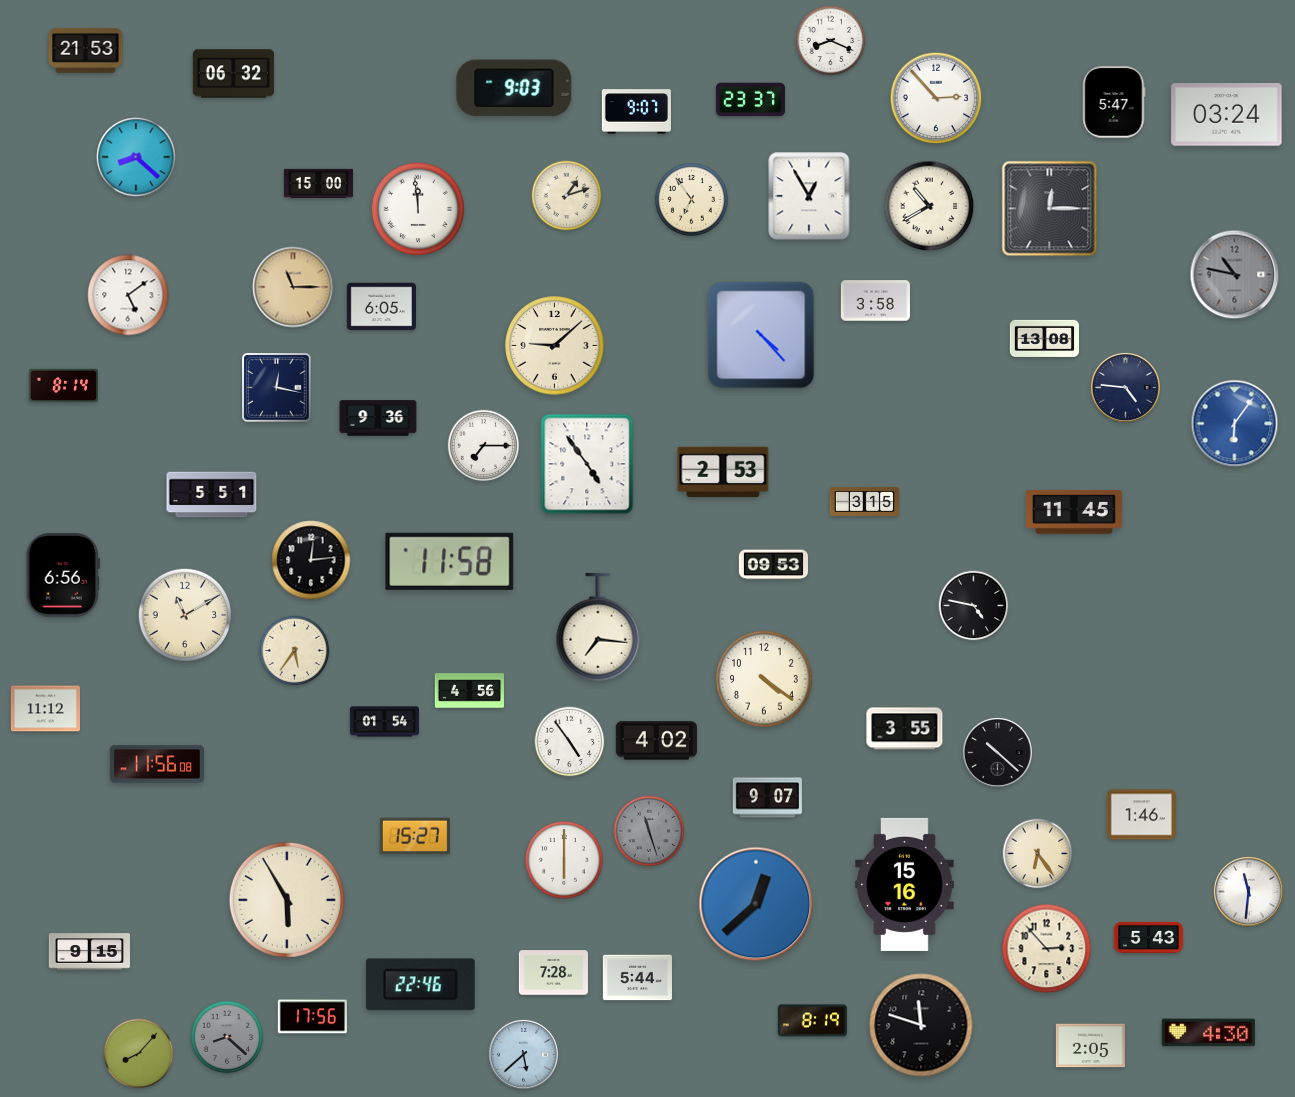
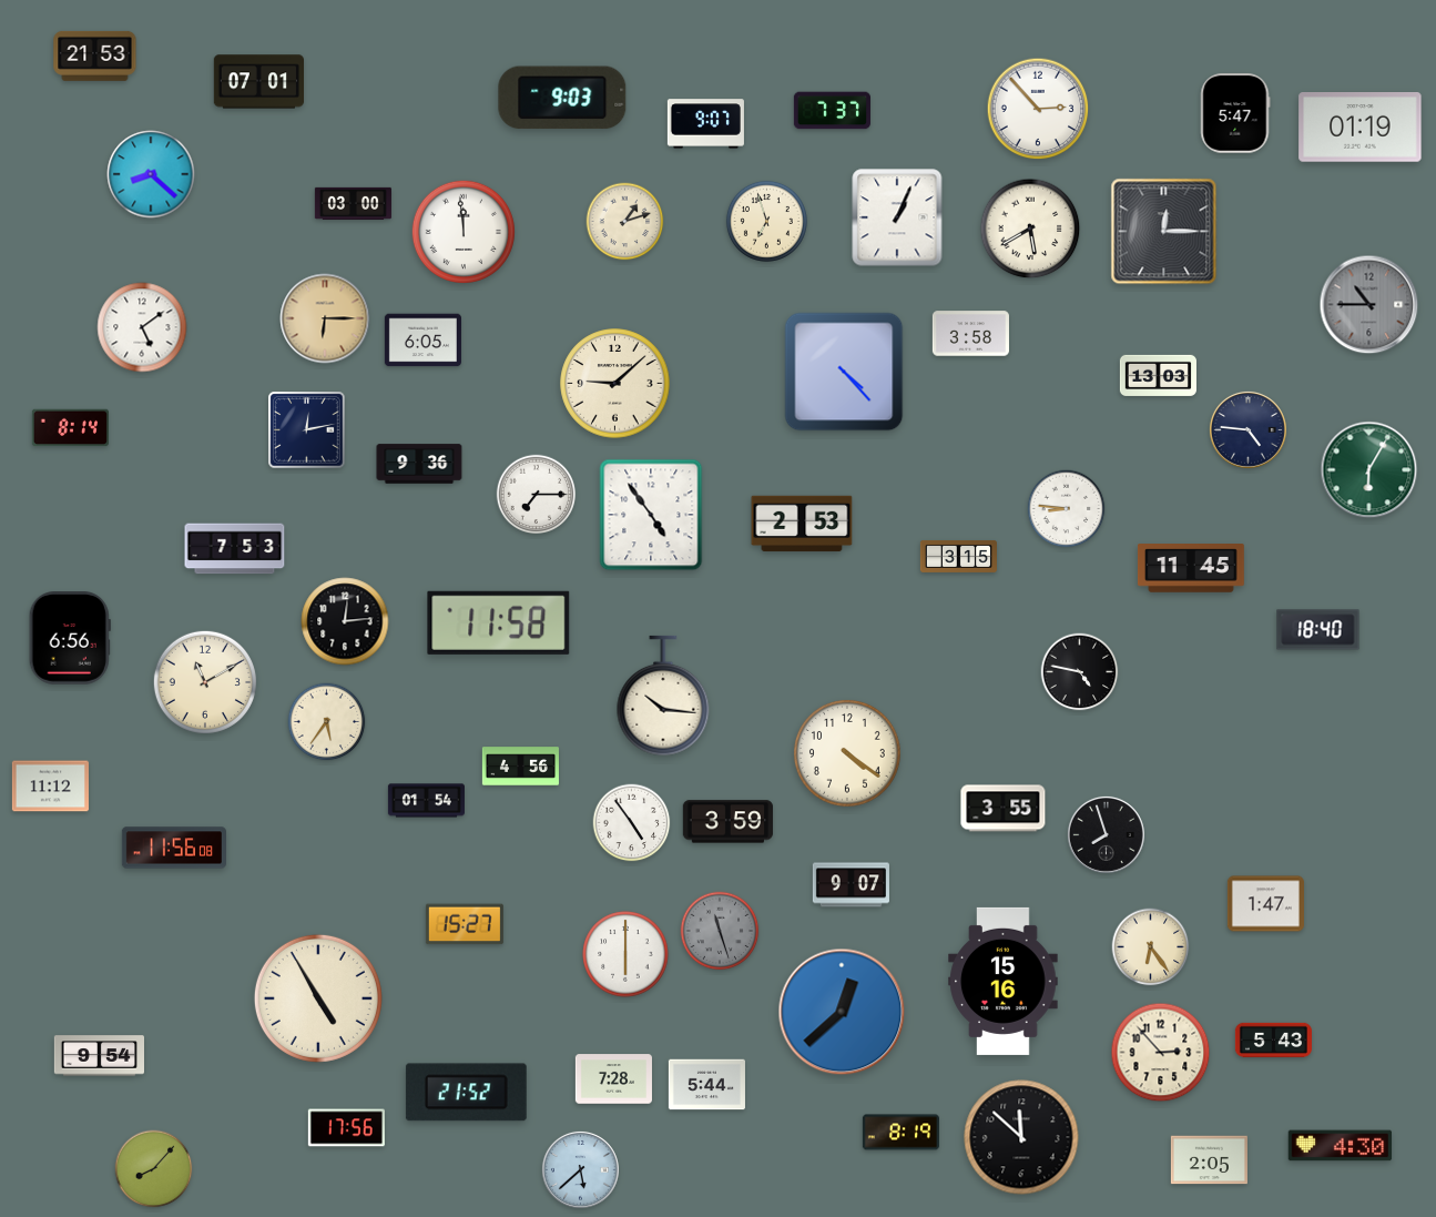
clock at (831, 41): 8:19 -> none
clock at (233, 74): 06:32 -> 07:01
clock at (514, 88) position: (514, 88) -> (562, 98)
clock at (750, 100): 23:37 -> 7:37
clock at (1227, 115): 03:24 -> 01:19
clock at (318, 183): 15:00 -> 03:00
clock at (567, 196) position: (567, 196) -> (625, 222)
clock at (809, 196): 12:55 -> 1:04
clock at (691, 199): 6:54 -> 6:57
clock at (929, 206): 10:40 -> 5:40
clock at (1235, 275): 10:47 -> 10:45
clock at (293, 287): 11:15 -> 6:15
clock at (1044, 338): 13:08 -> 13:03
clock at (277, 388): 12:17 -> 12:13
clock at (1235, 424): 6:06 -> 6:05
clock at (1235, 424) dial: blue -> green
clock at (1067, 509): none -> 8:46
clock at (212, 495): 5:51 -> 7:53
clock at (773, 565): 09:53 -> none
clock at (1318, 630): none -> 18:40
clock at (598, 627): 7:16 -> 10:16
clock at (656, 741): 4:02 -> 3:59
clock at (997, 752): 10:22 -> 7:57
clock at (1141, 815): 1:46 -> 1:47
clock at (649, 831) position: (649, 831) -> (720, 931)
clock at (415, 836) position: (415, 836) -> (465, 924)
clock at (1248, 891): 11:31 -> none
clock at (287, 900): 5:55 -> 4:55
clock at (756, 904) position: (756, 904) -> (842, 1012)
clock at (90, 952): 9:15 -> 9:54
clock at (420, 985): 22:46 -> 21:52
clock at (921, 1025): 11:48 -> 11:52
clock at (226, 1036): 8:22 -> none
